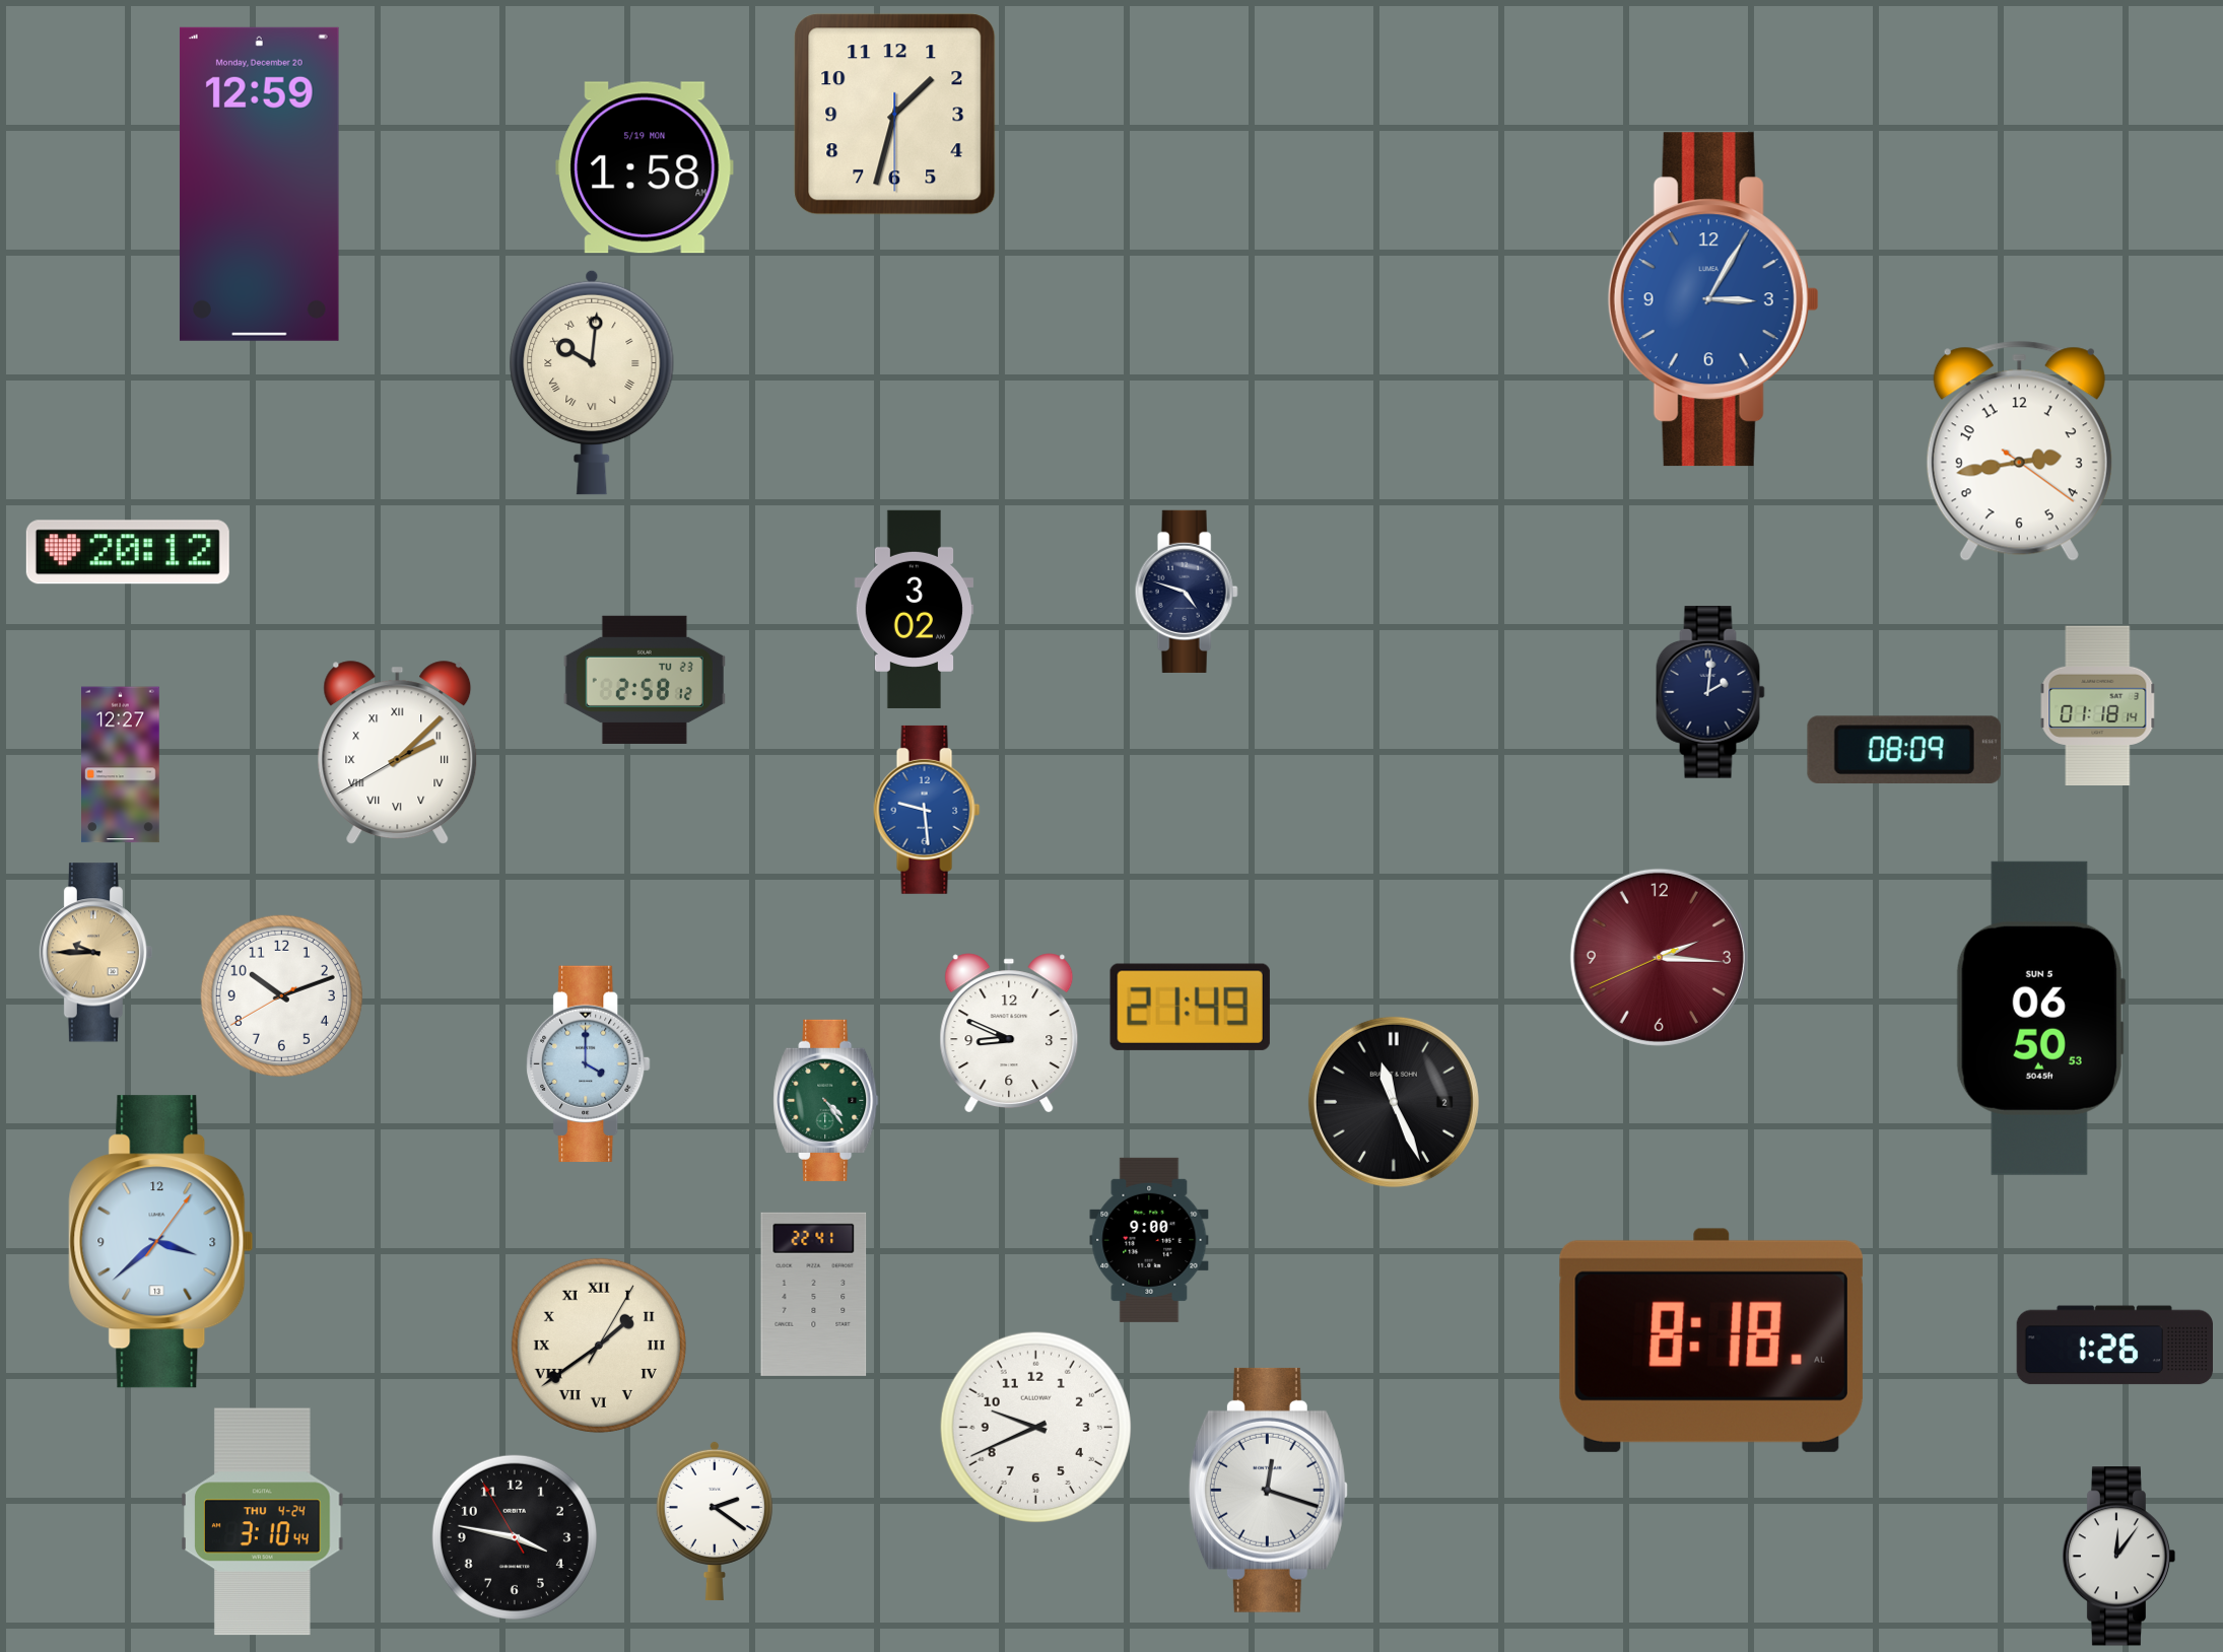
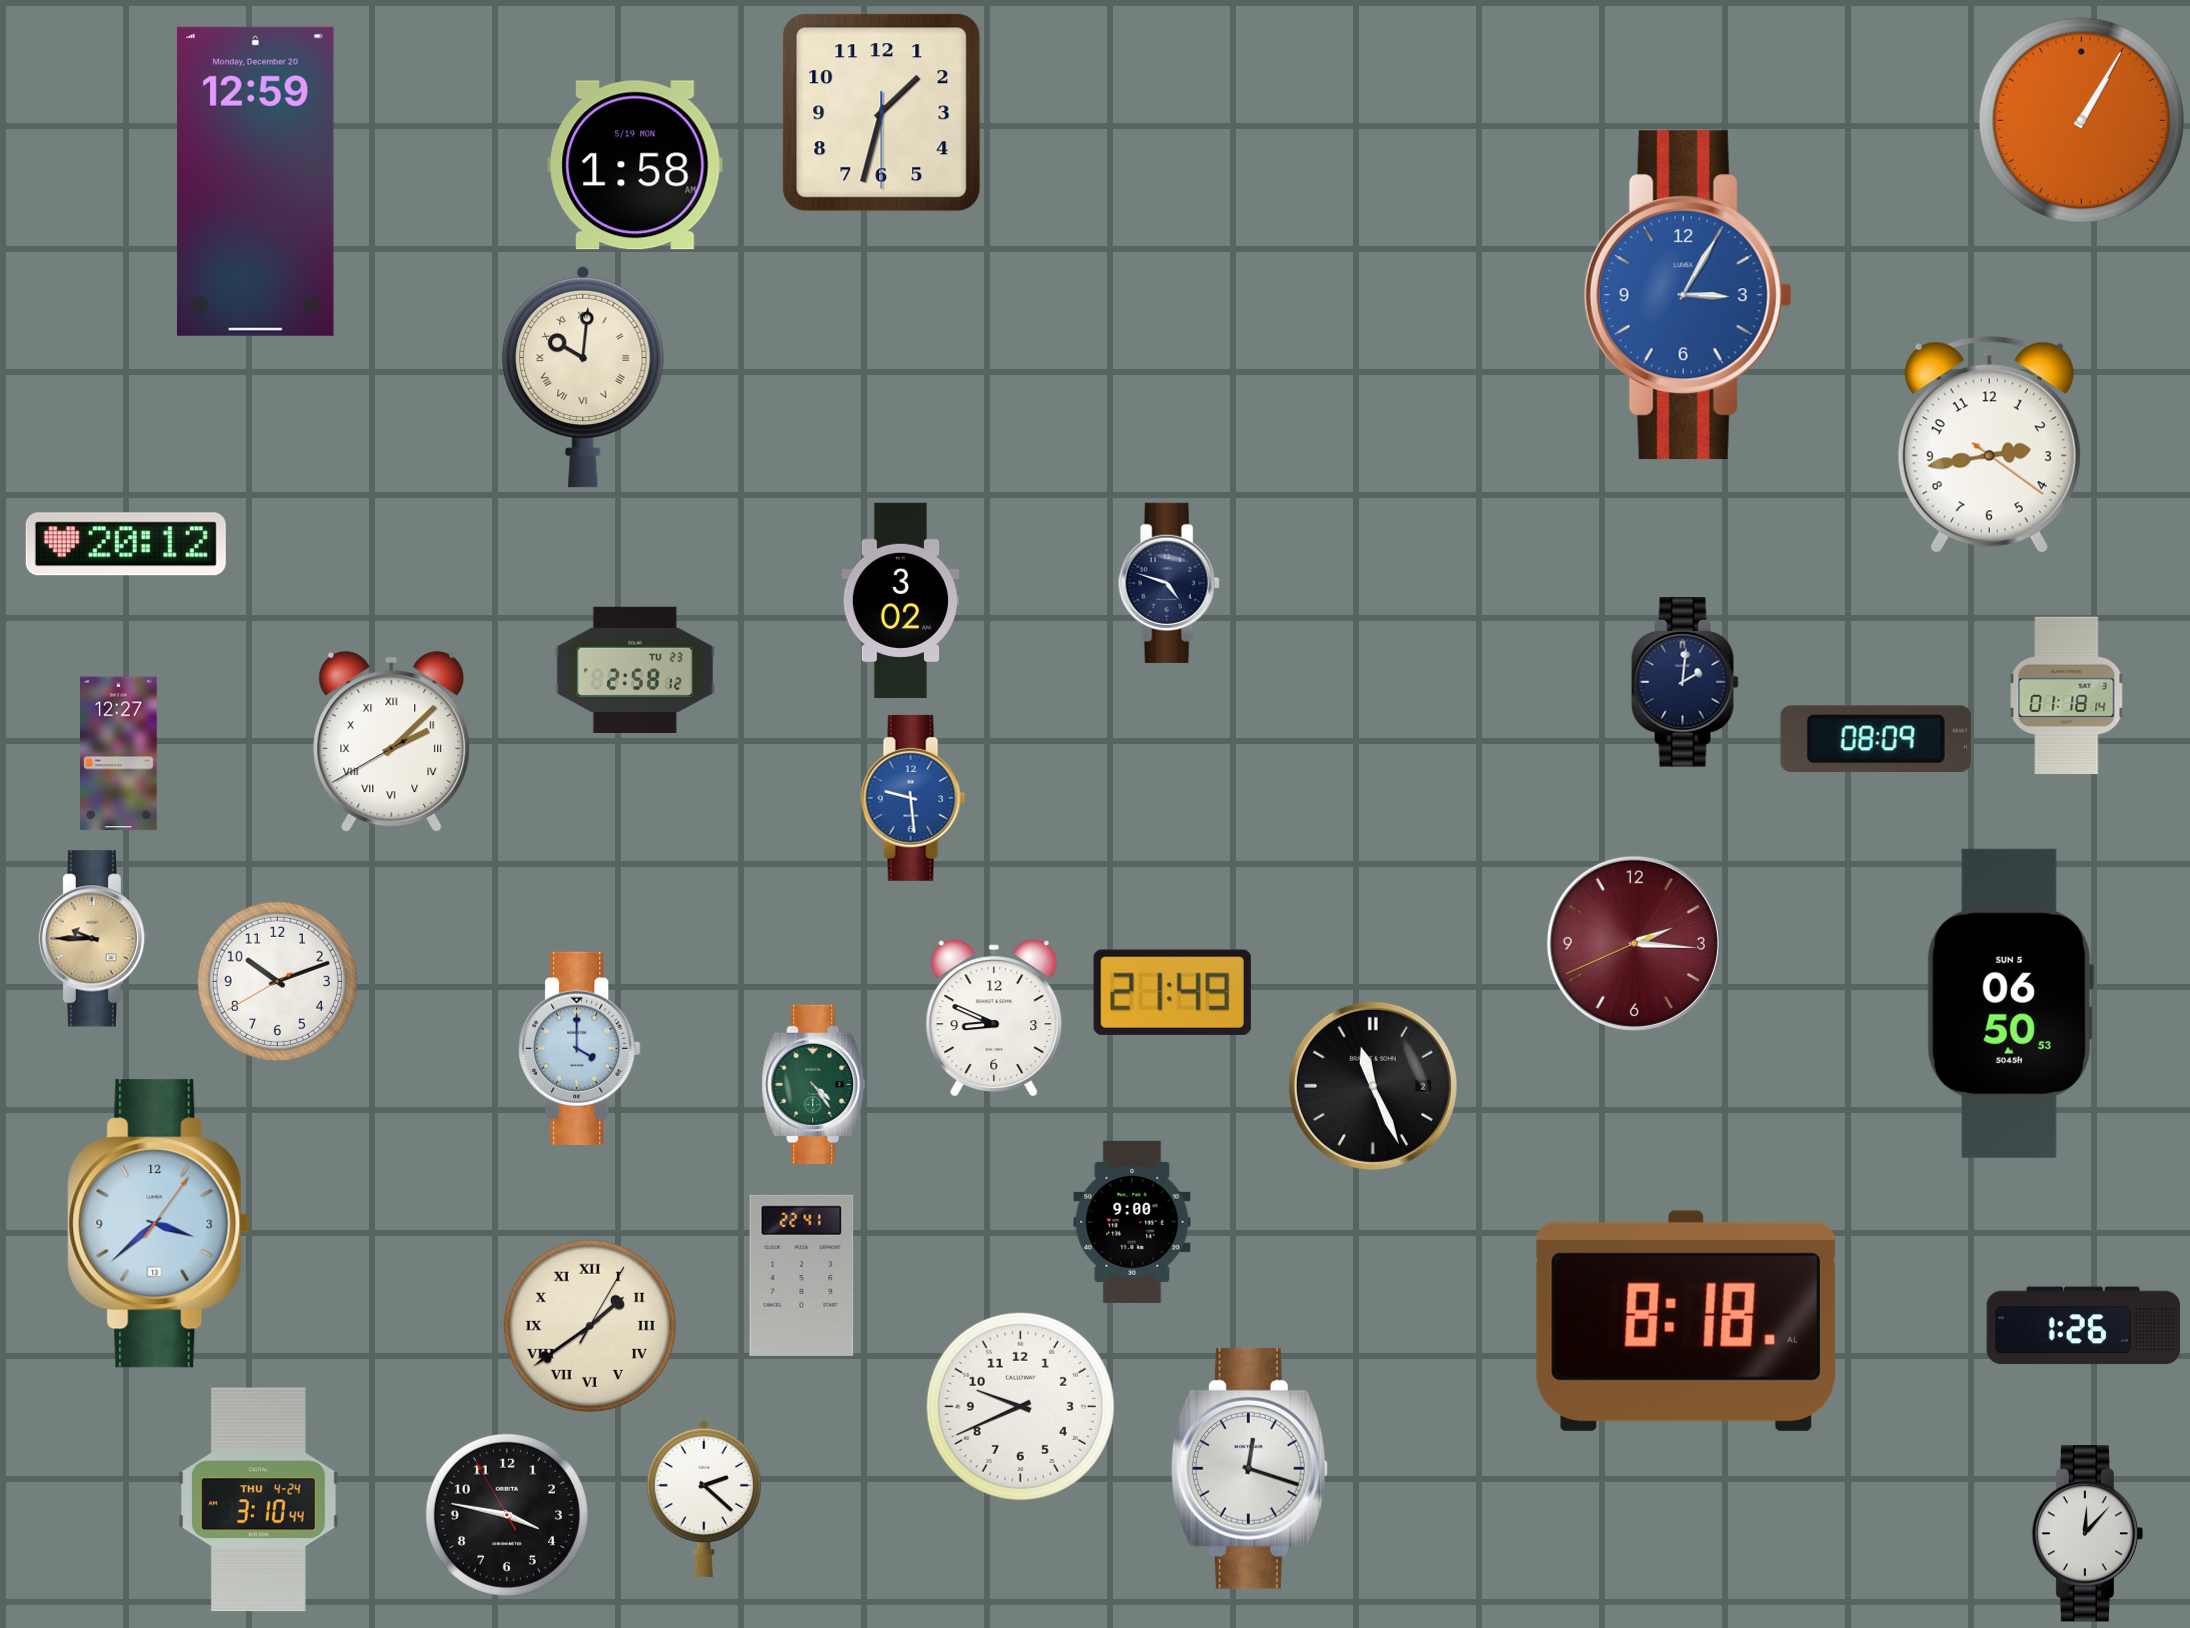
clock at (2081, 120): none -> 1:05
clock at (715, 1521): 2:21 -> 2:22
clock at (2118, 1557): 12:06 -> 12:07
